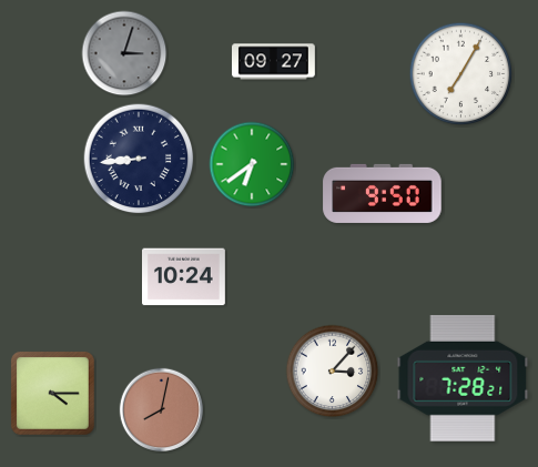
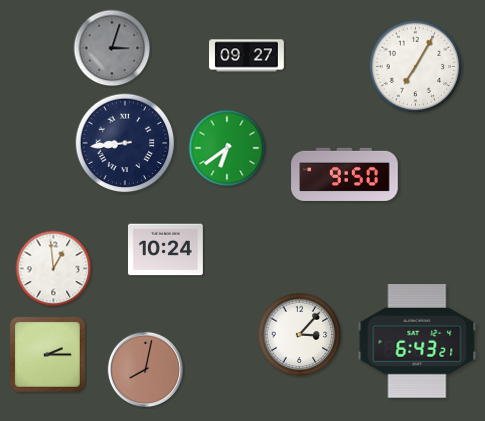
clock at (54, 269): none -> 12:59
clock at (463, 379): 7:28 -> 6:43
clock at (53, 394): 4:15 -> 2:15
